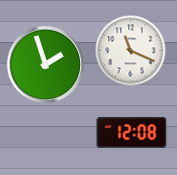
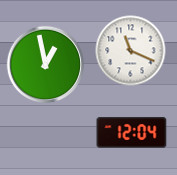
clock at (46, 65): 1:57 -> 12:58
clock at (132, 133): 12:08 -> 12:04
